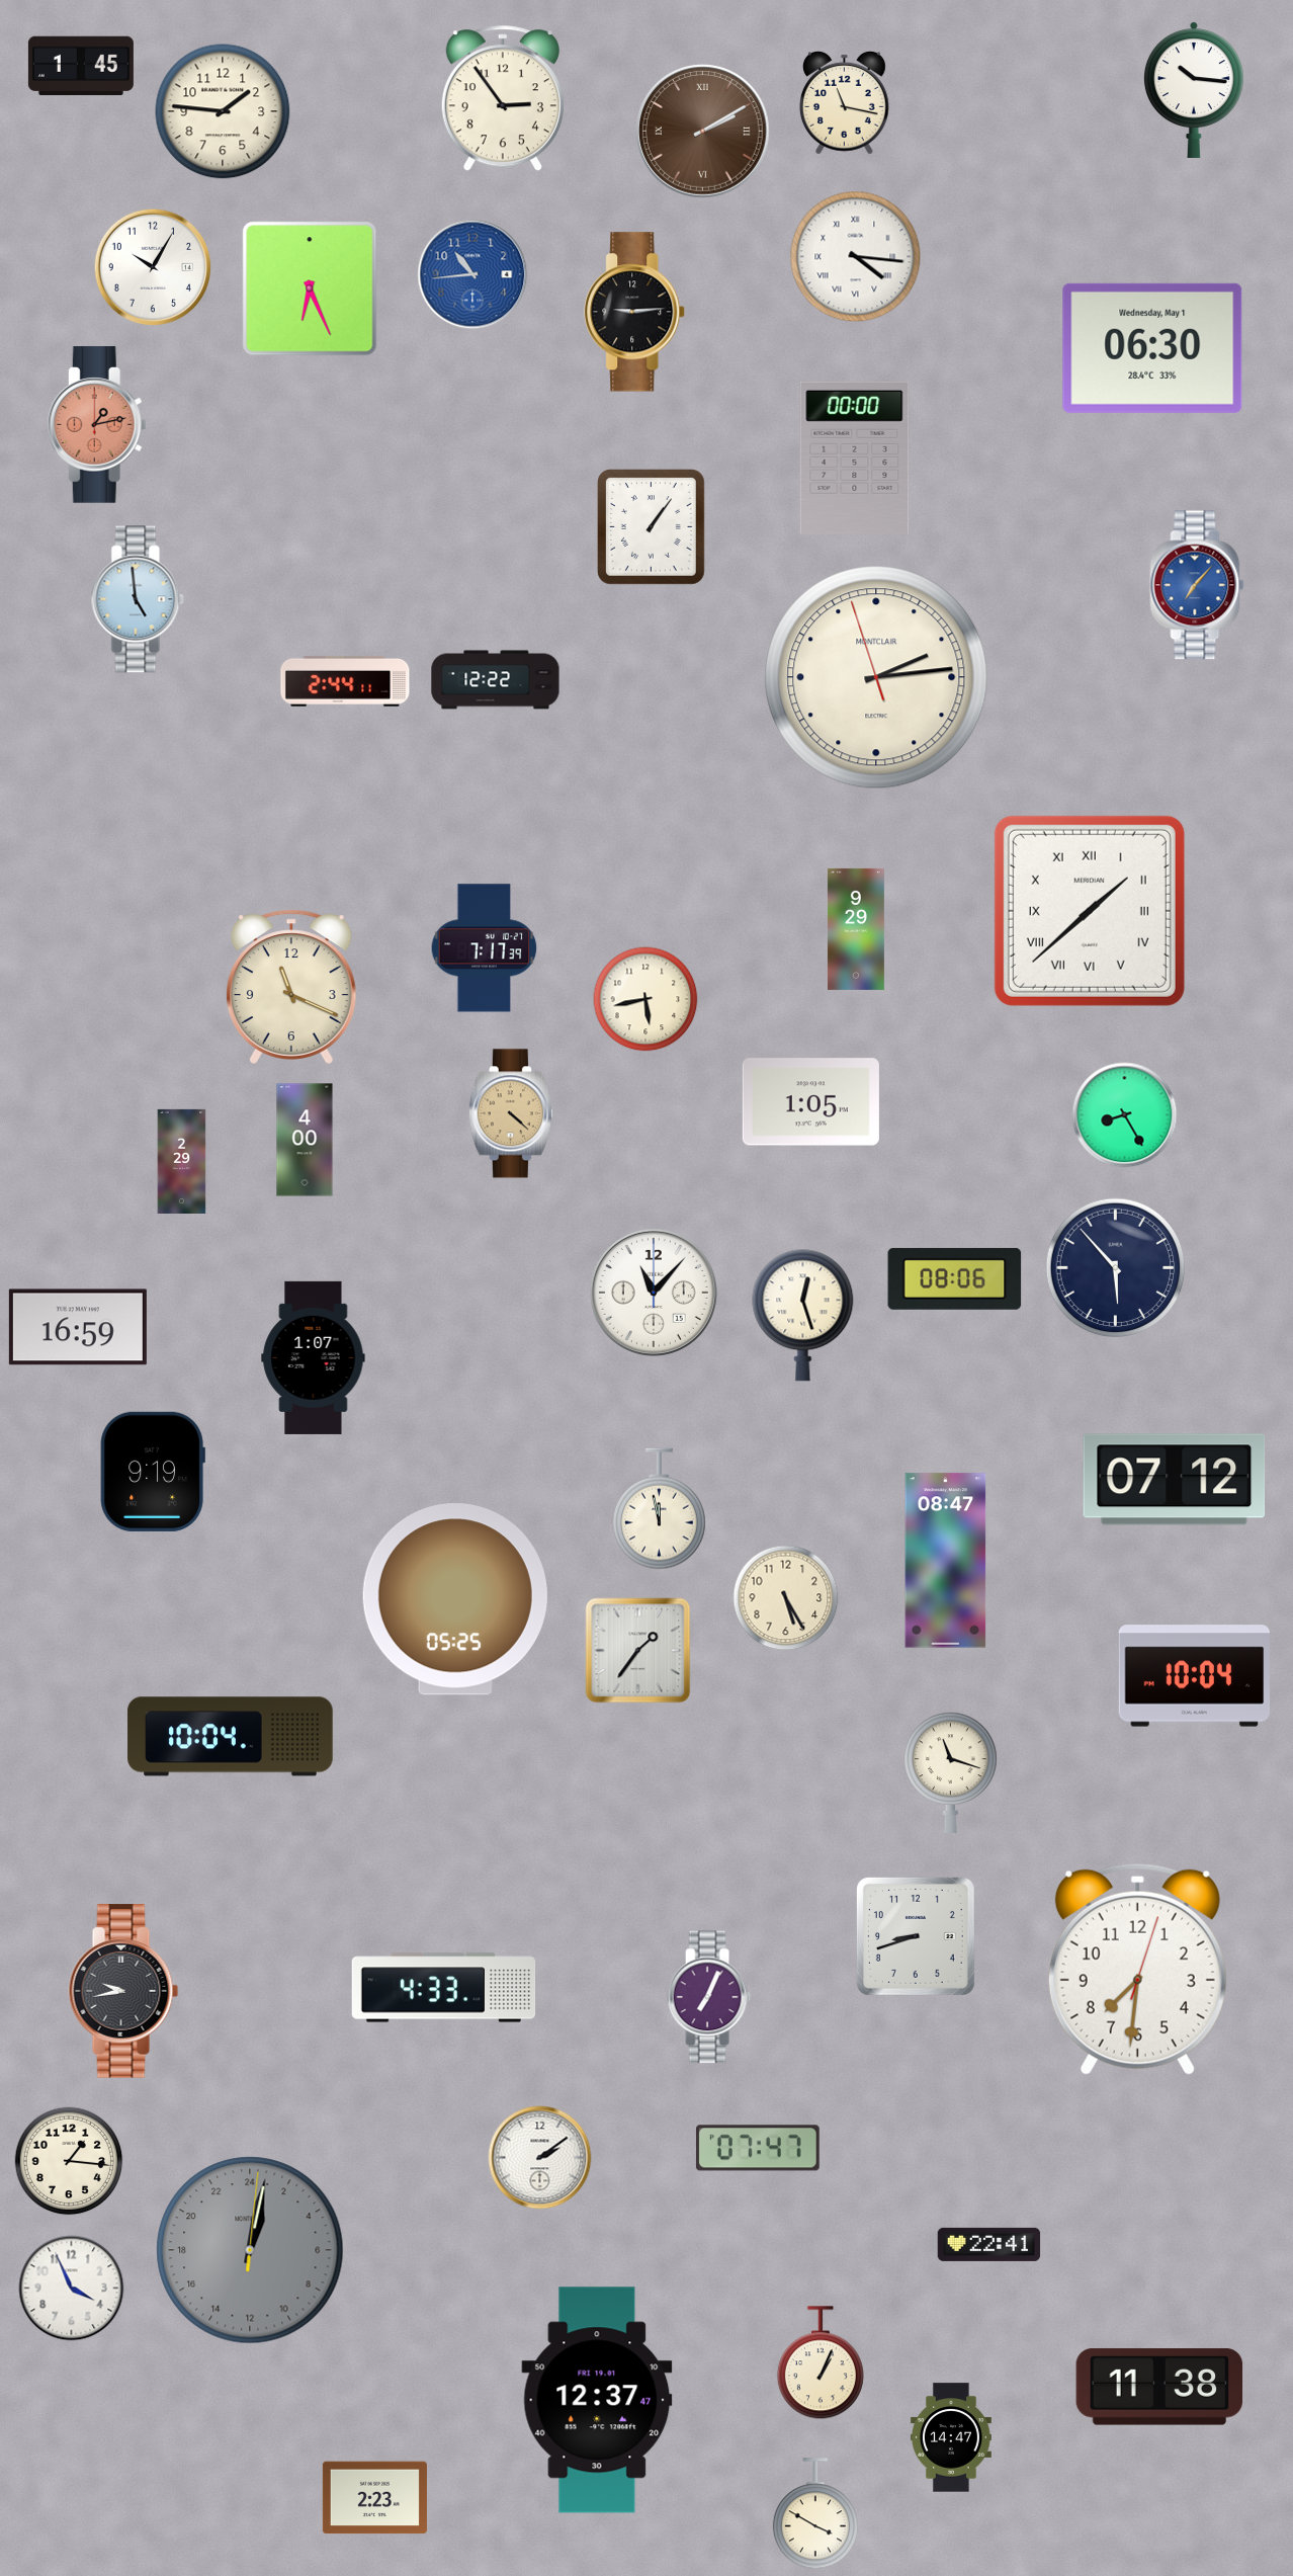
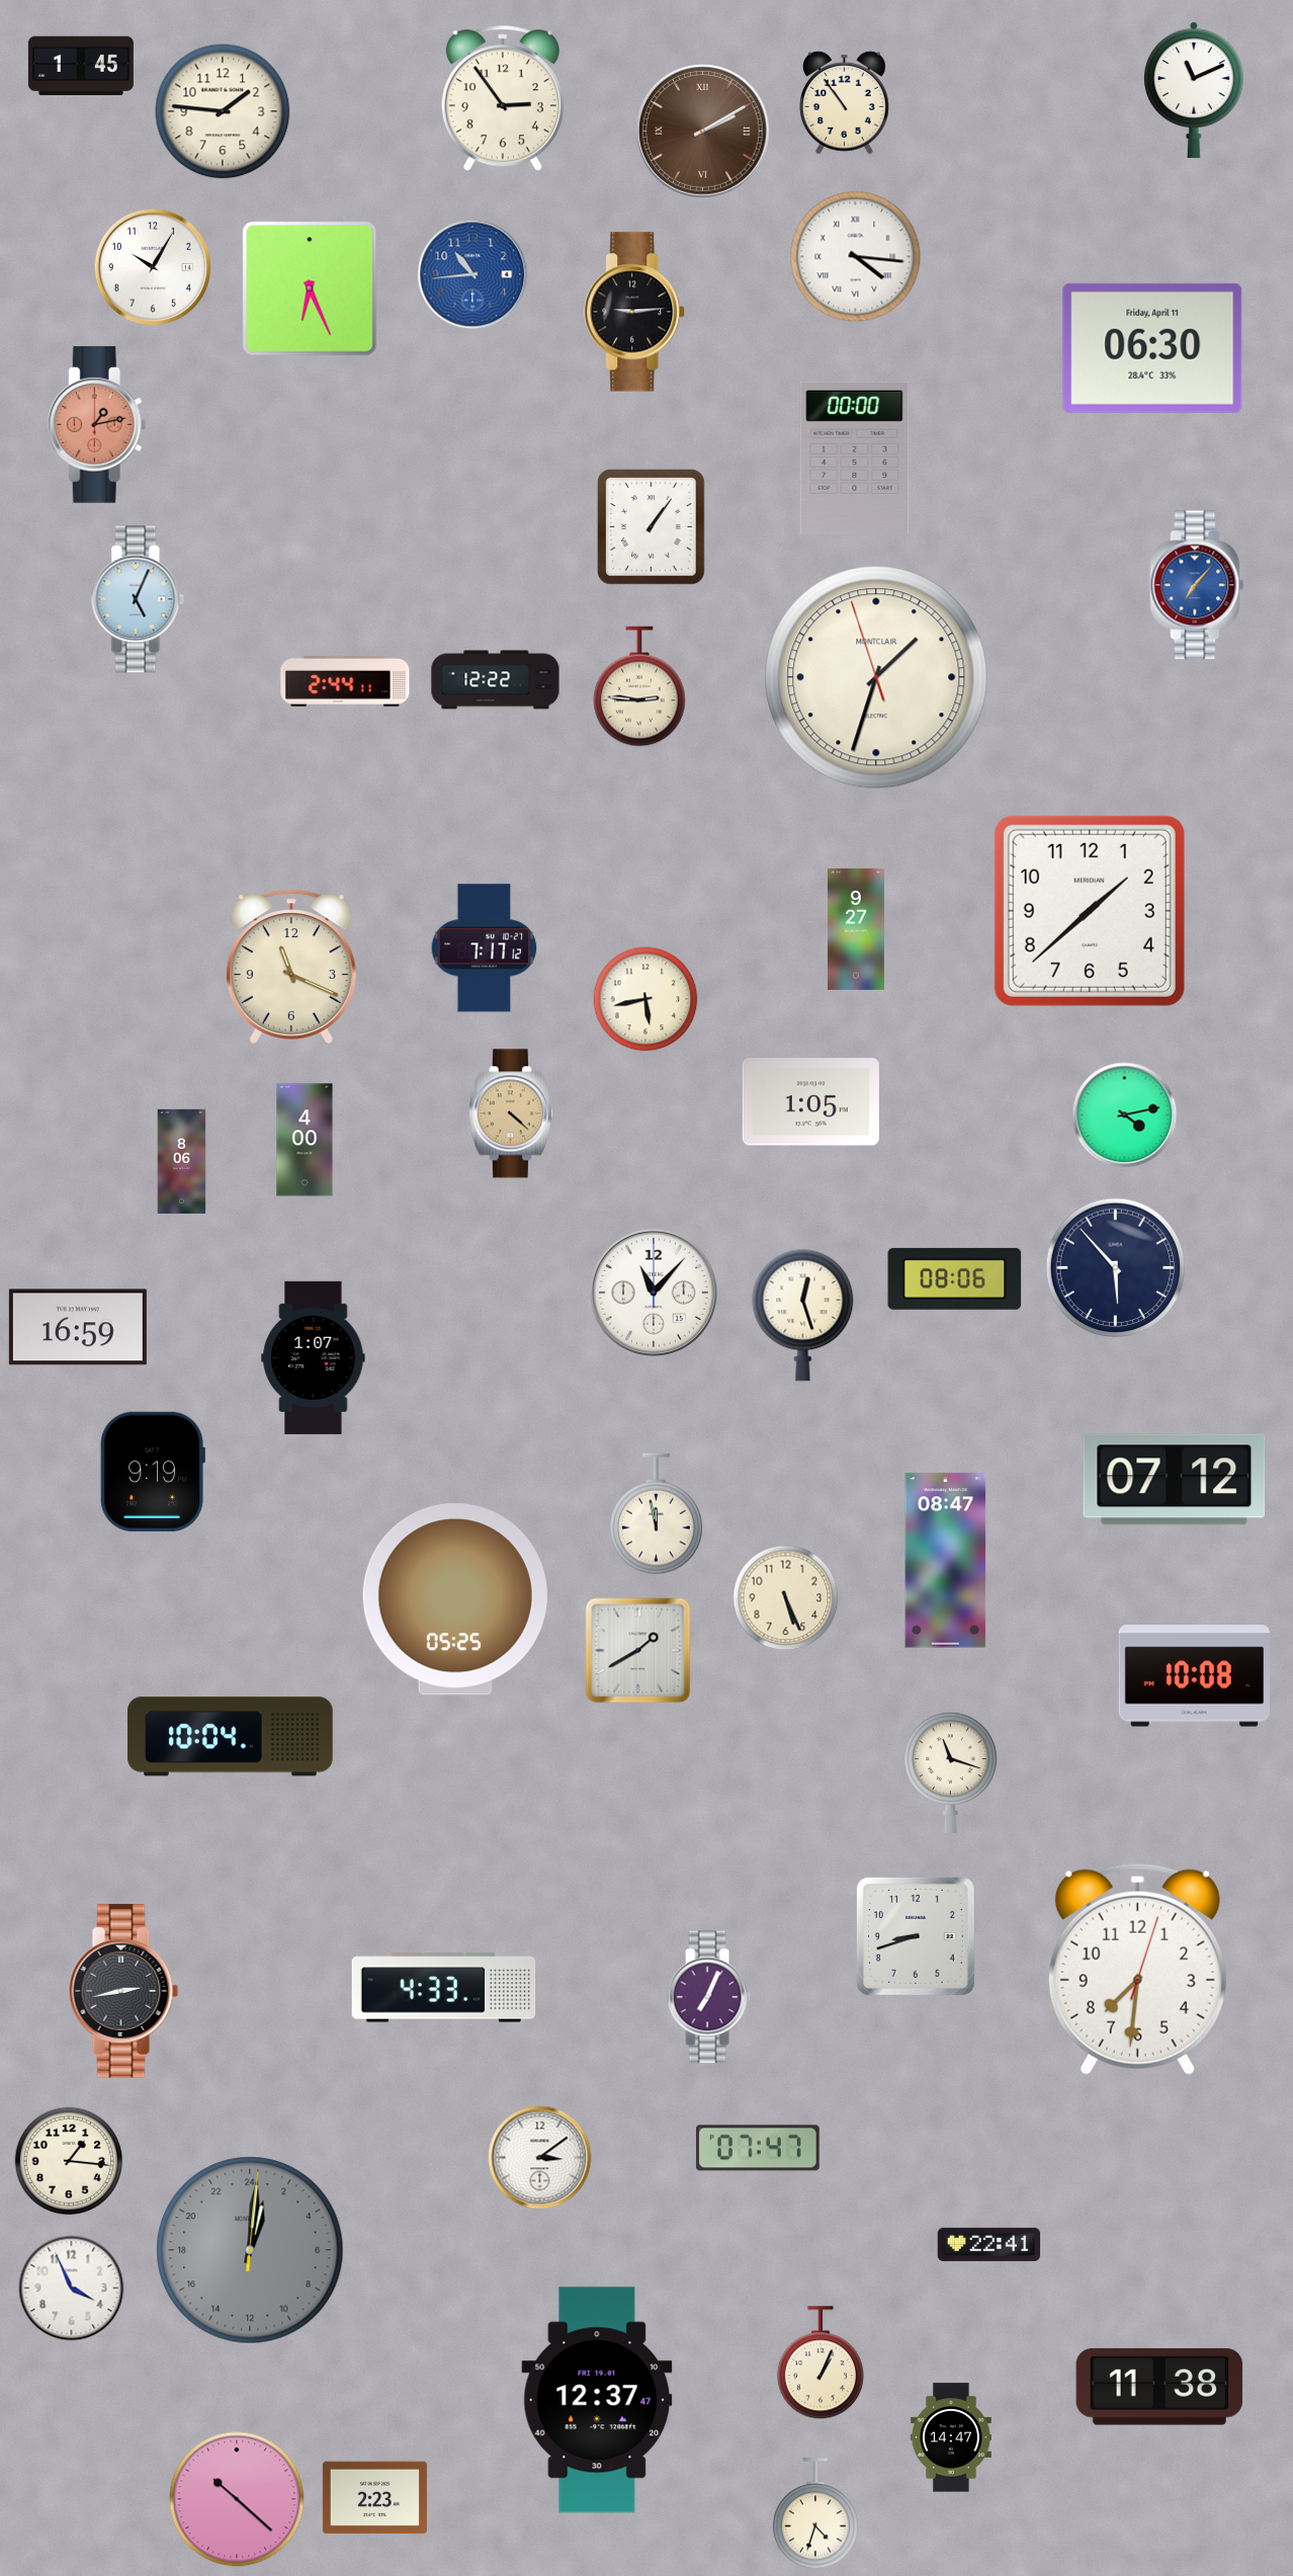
clock at (1194, 90): 10:16 -> 11:11
clock at (844, 102): 11:17 -> 10:54
clock at (1152, 348) date: Wednesday, May 1 -> Friday, April 11
clock at (138, 599): 4:59 -> 5:04
clock at (876, 677): 2:13 -> 1:32
clock at (639, 686): none -> 2:46
clock at (1090, 911) numerals: Roman -> Arabic
clock at (856, 929): 9:29 -> 9:27
clock at (485, 948): 7:17:39 -> 7:17:12
clock at (291, 987) position: (291, 987) -> (291, 967)
clock at (1125, 1115): 8:25 -> 4:13
clock at (182, 1161): 2:29 -> 8:06
clock at (660, 1509) position: (660, 1509) -> (657, 1514)
clock at (786, 1598): 5:25 -> 5:26
clock at (638, 1651): 1:36 -> 1:40
clock at (1195, 1676): 10:04 -> 10:08
clock at (123, 1991): 9:43 -> 2:43
clock at (540, 2158): 2:09 -> 3:09
clock at (250, 2250): 1:02 -> 1:01
clock at (237, 2499): none -> 10:22
clock at (815, 2514): 3:50 -> 4:33
